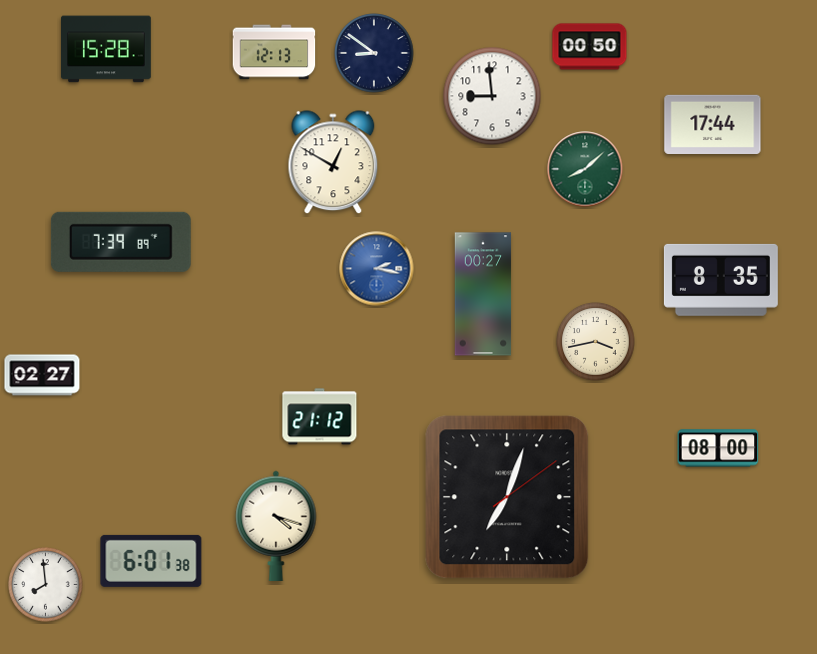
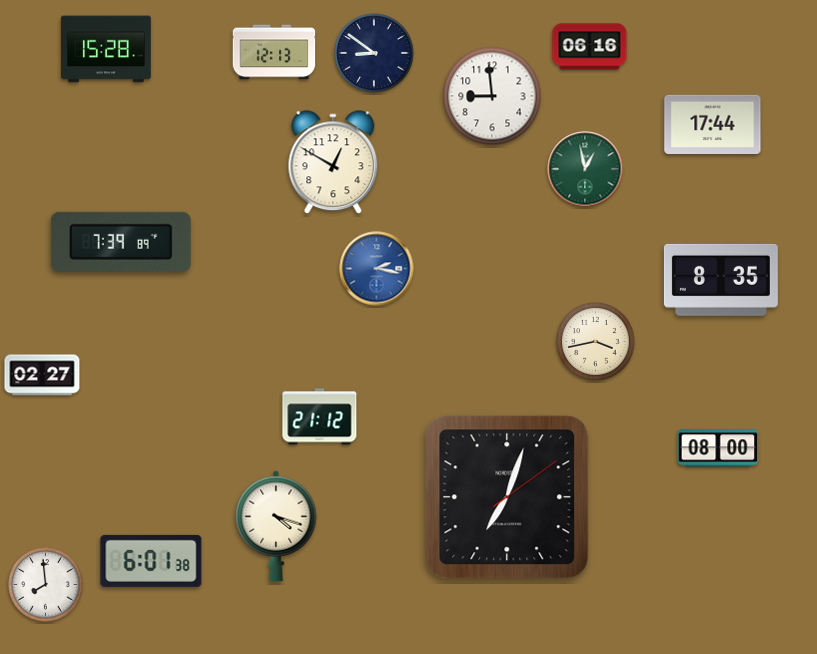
clock at (590, 47): 00:50 -> 06:16
clock at (585, 169): 8:08 -> 12:58
clock at (483, 294): 00:27 -> none
